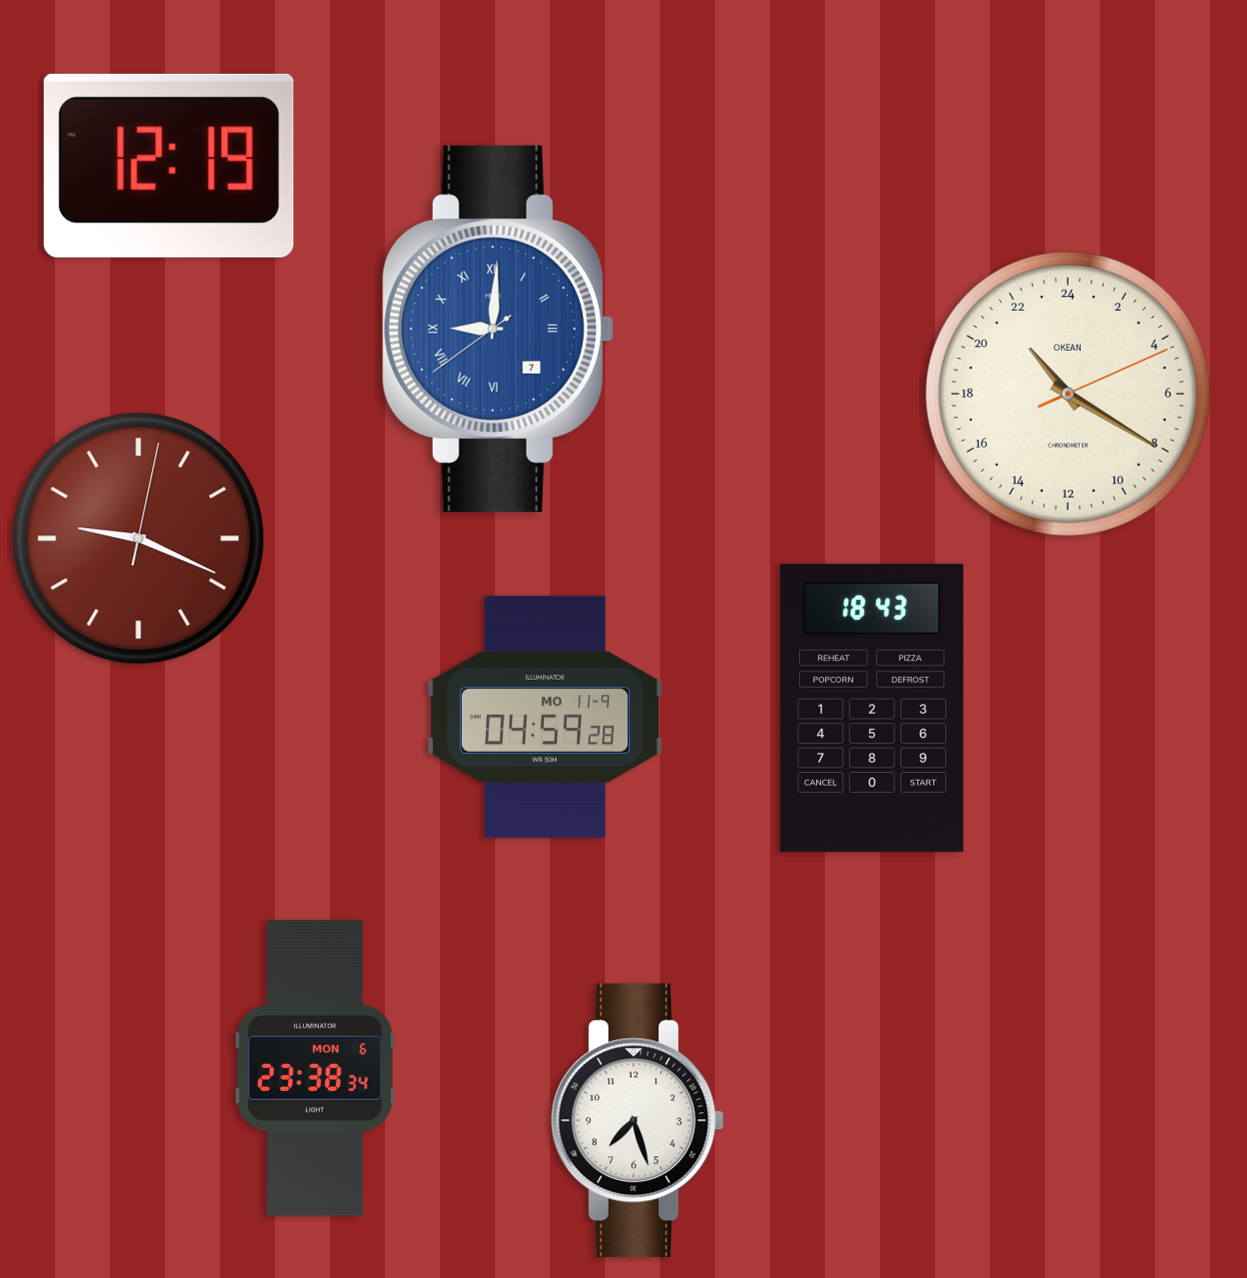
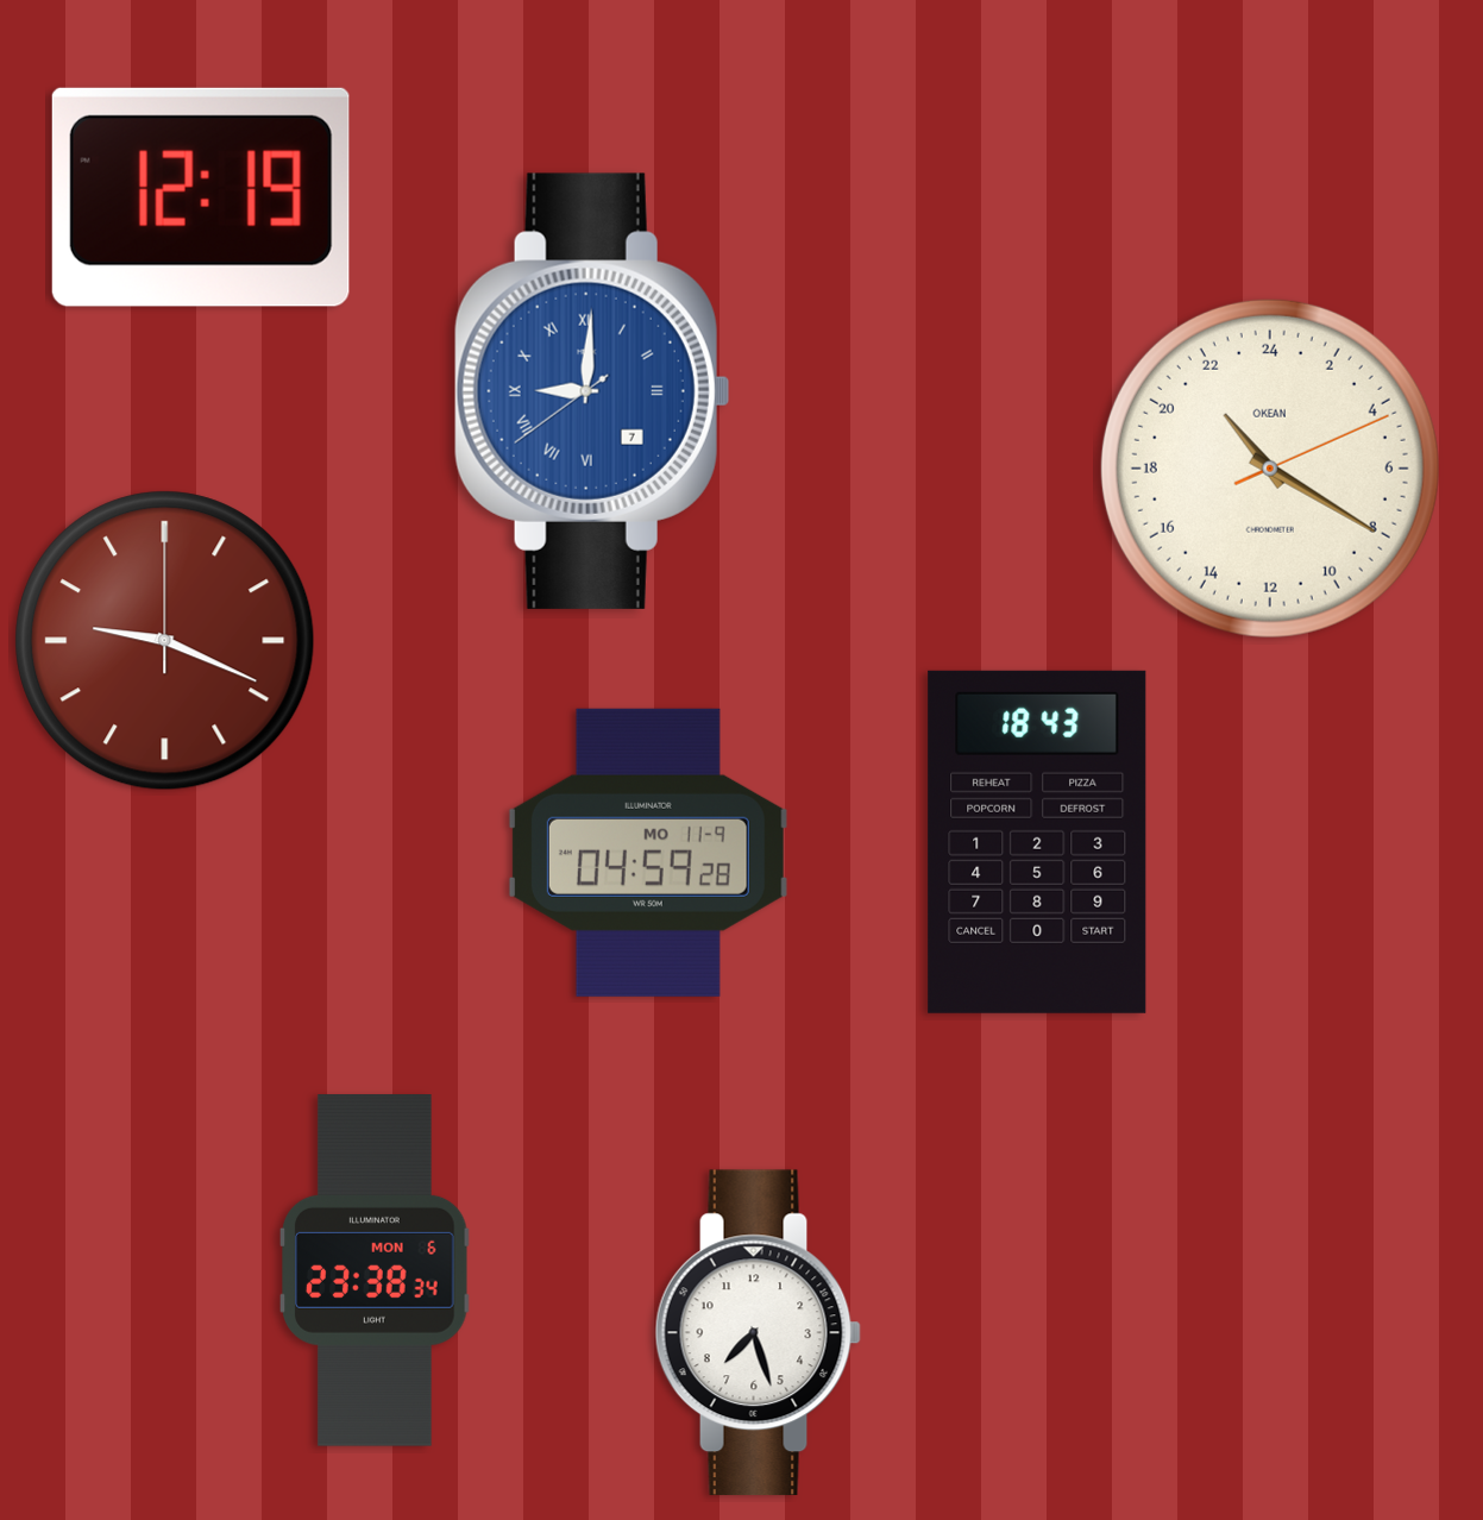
clock at (139, 539): 9:19:02 -> 9:19:00
